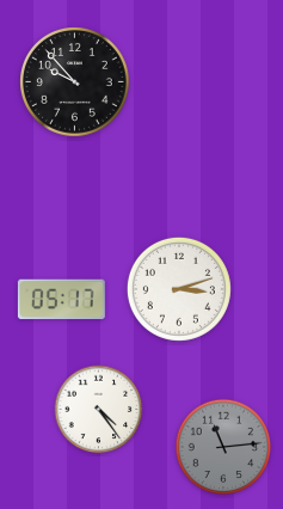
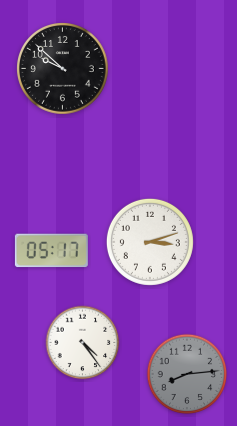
clock at (75, 82): 9:53 -> 9:52
clock at (223, 447): 11:14 -> 8:14
